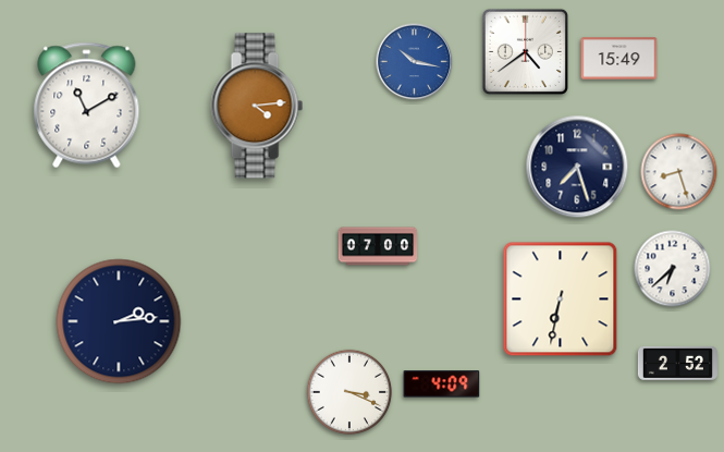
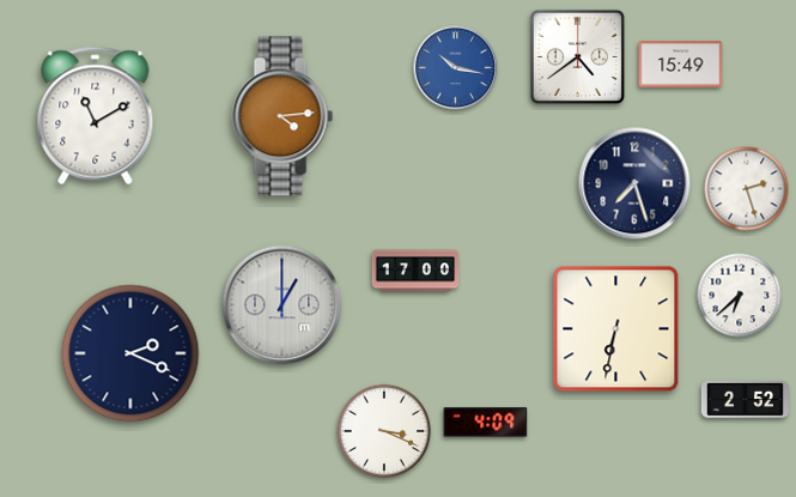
clock at (679, 172): 8:27 -> 2:27
clock at (378, 246): 07:00 -> 17:00
clock at (282, 305): none -> 1:00
clock at (119, 321): 2:14 -> 2:19
